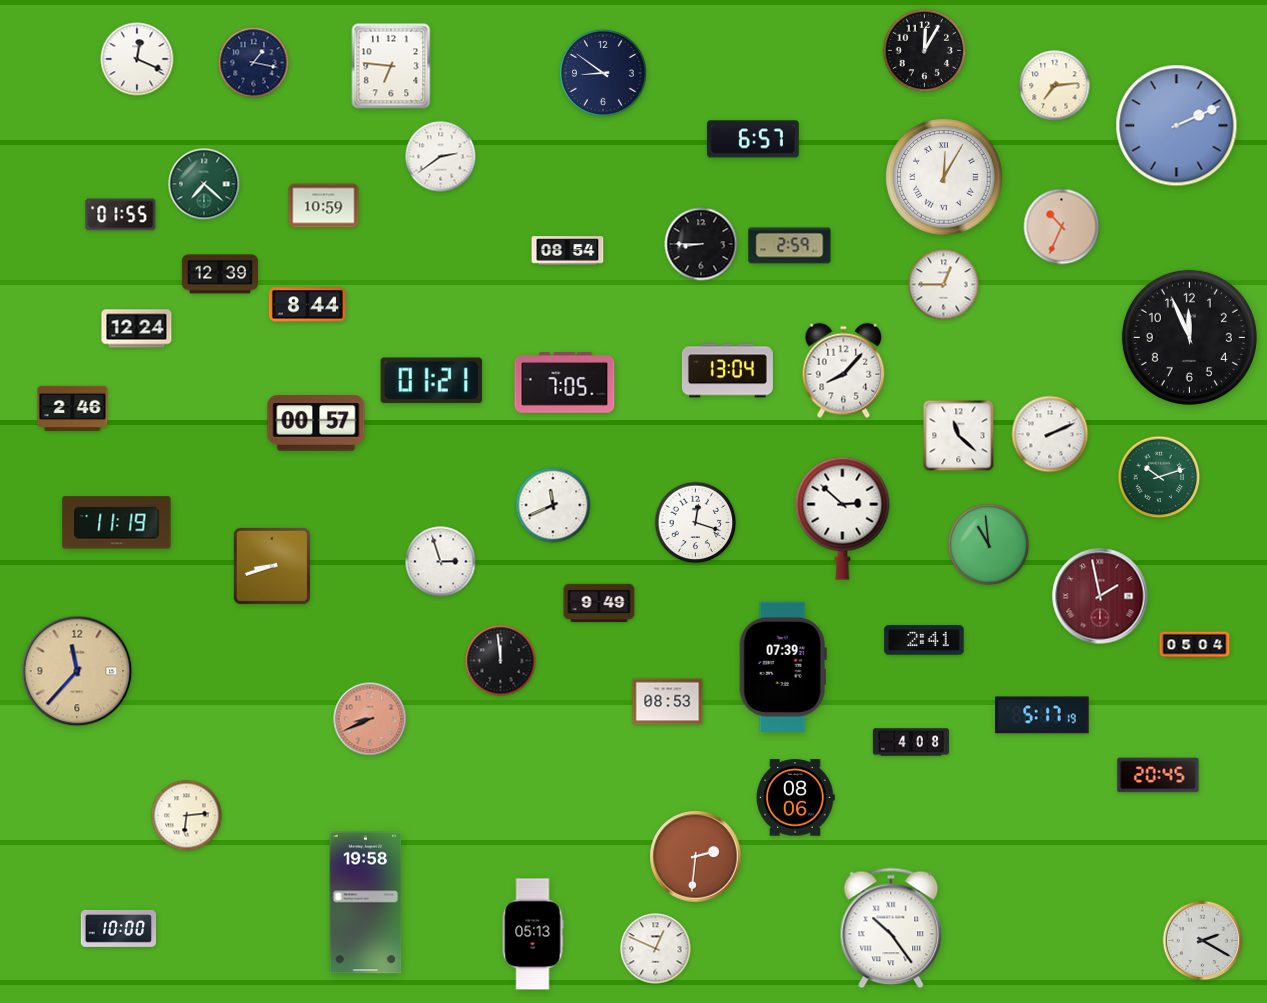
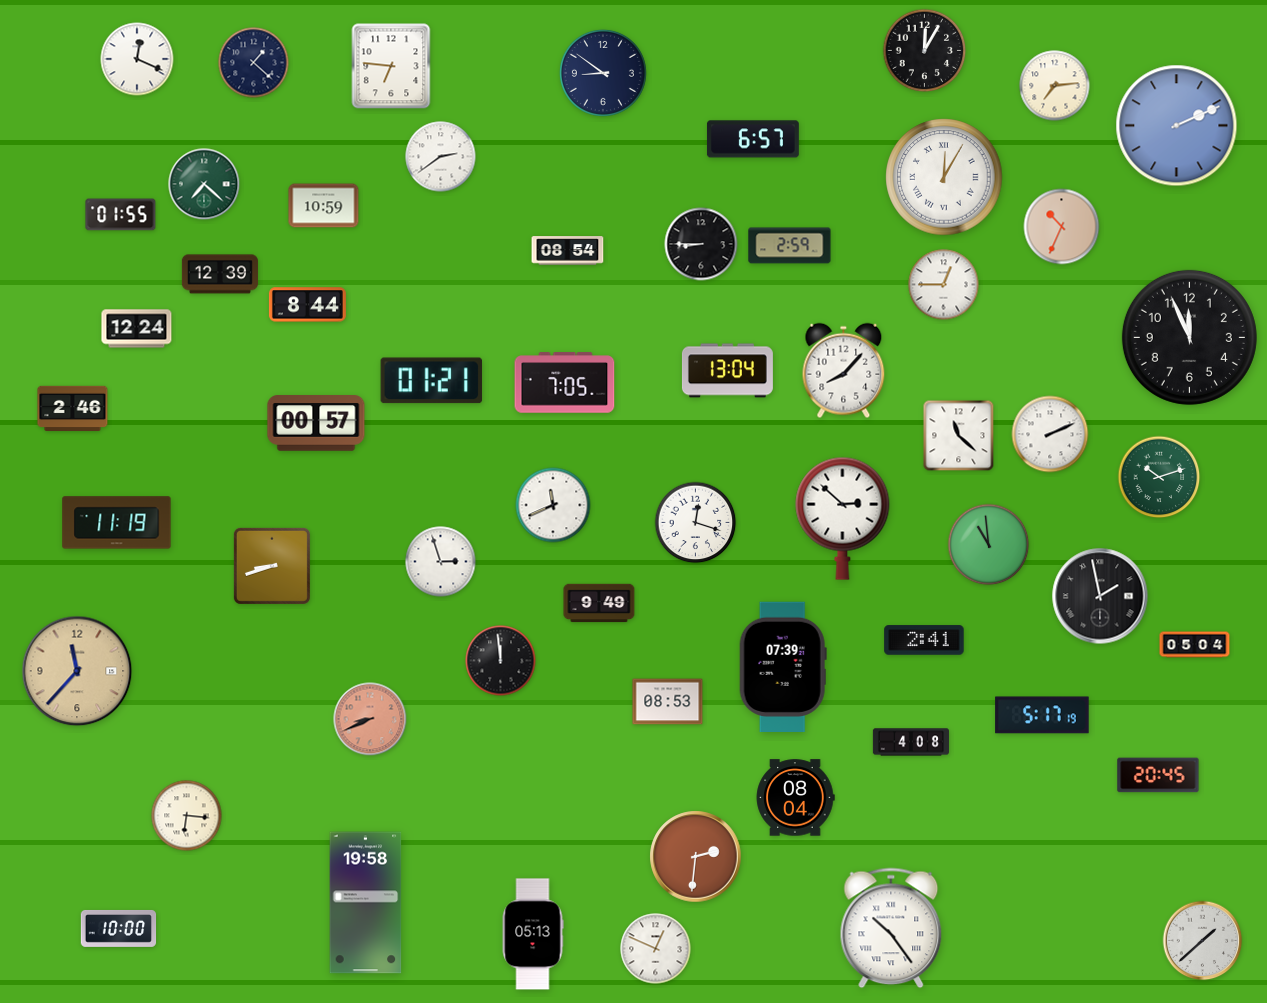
clock at (254, 63): 1:17 -> 1:22
clock at (1100, 596) dial: burgundy -> black
clock at (795, 798): 08:06 -> 08:04
clock at (187, 816): 6:14 -> 6:16
clock at (1203, 941): 2:20 -> 1:38
